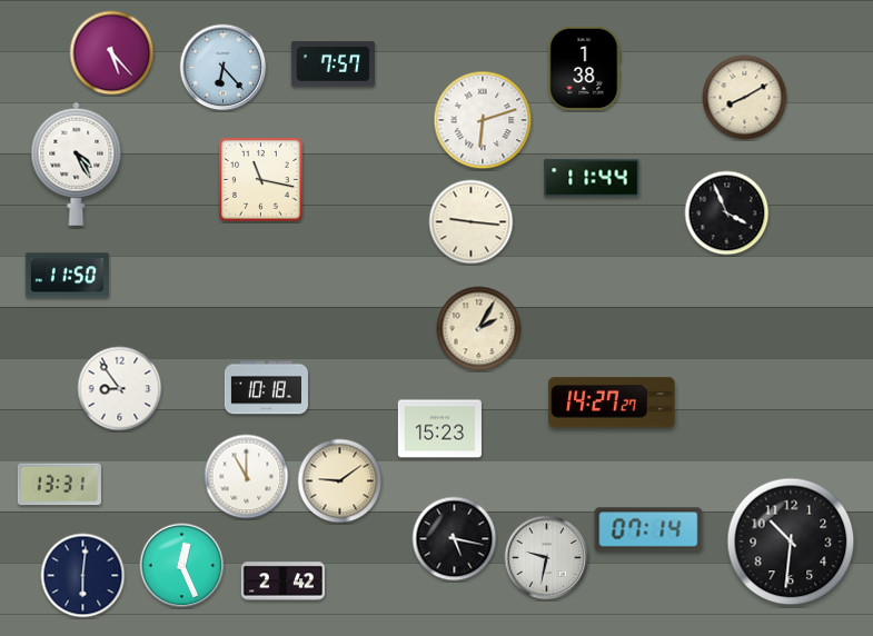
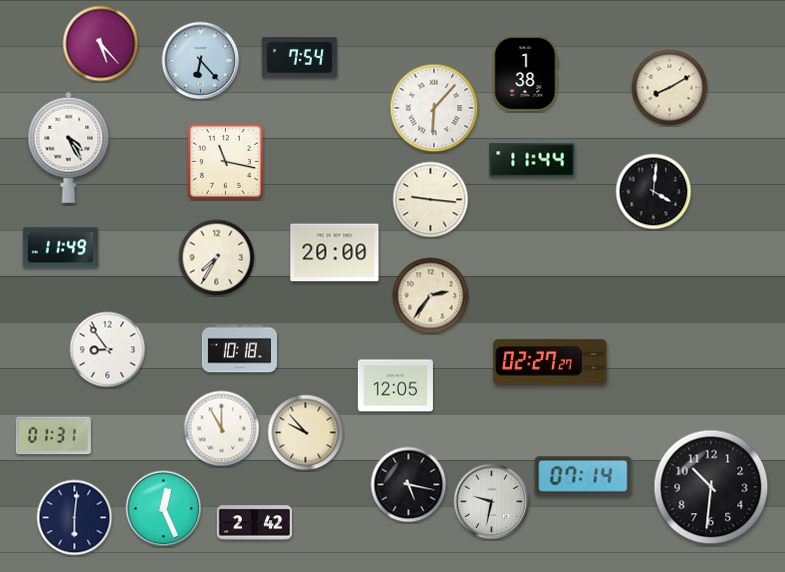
clock at (112, 53) position: (112, 53) -> (101, 44)
clock at (333, 64): 7:57 -> 7:54
clock at (585, 68) position: (585, 68) -> (526, 73)
clock at (483, 120): 6:12 -> 6:07
clock at (261, 180) position: (261, 180) -> (226, 162)
clock at (727, 213): 3:56 -> 4:01
clock at (472, 222) position: (472, 222) -> (431, 200)
clock at (67, 276): 11:50 -> 11:49
clock at (335, 253): none -> 20:00
clock at (217, 258): none -> 7:35
clock at (479, 329): 2:05 -> 2:36
clock at (612, 403): 14:27 -> 02:27
clock at (439, 429): 15:23 -> 12:05
clock at (340, 481): 9:09 -> 9:53
clock at (59, 485): 13:31 -> 01:31
